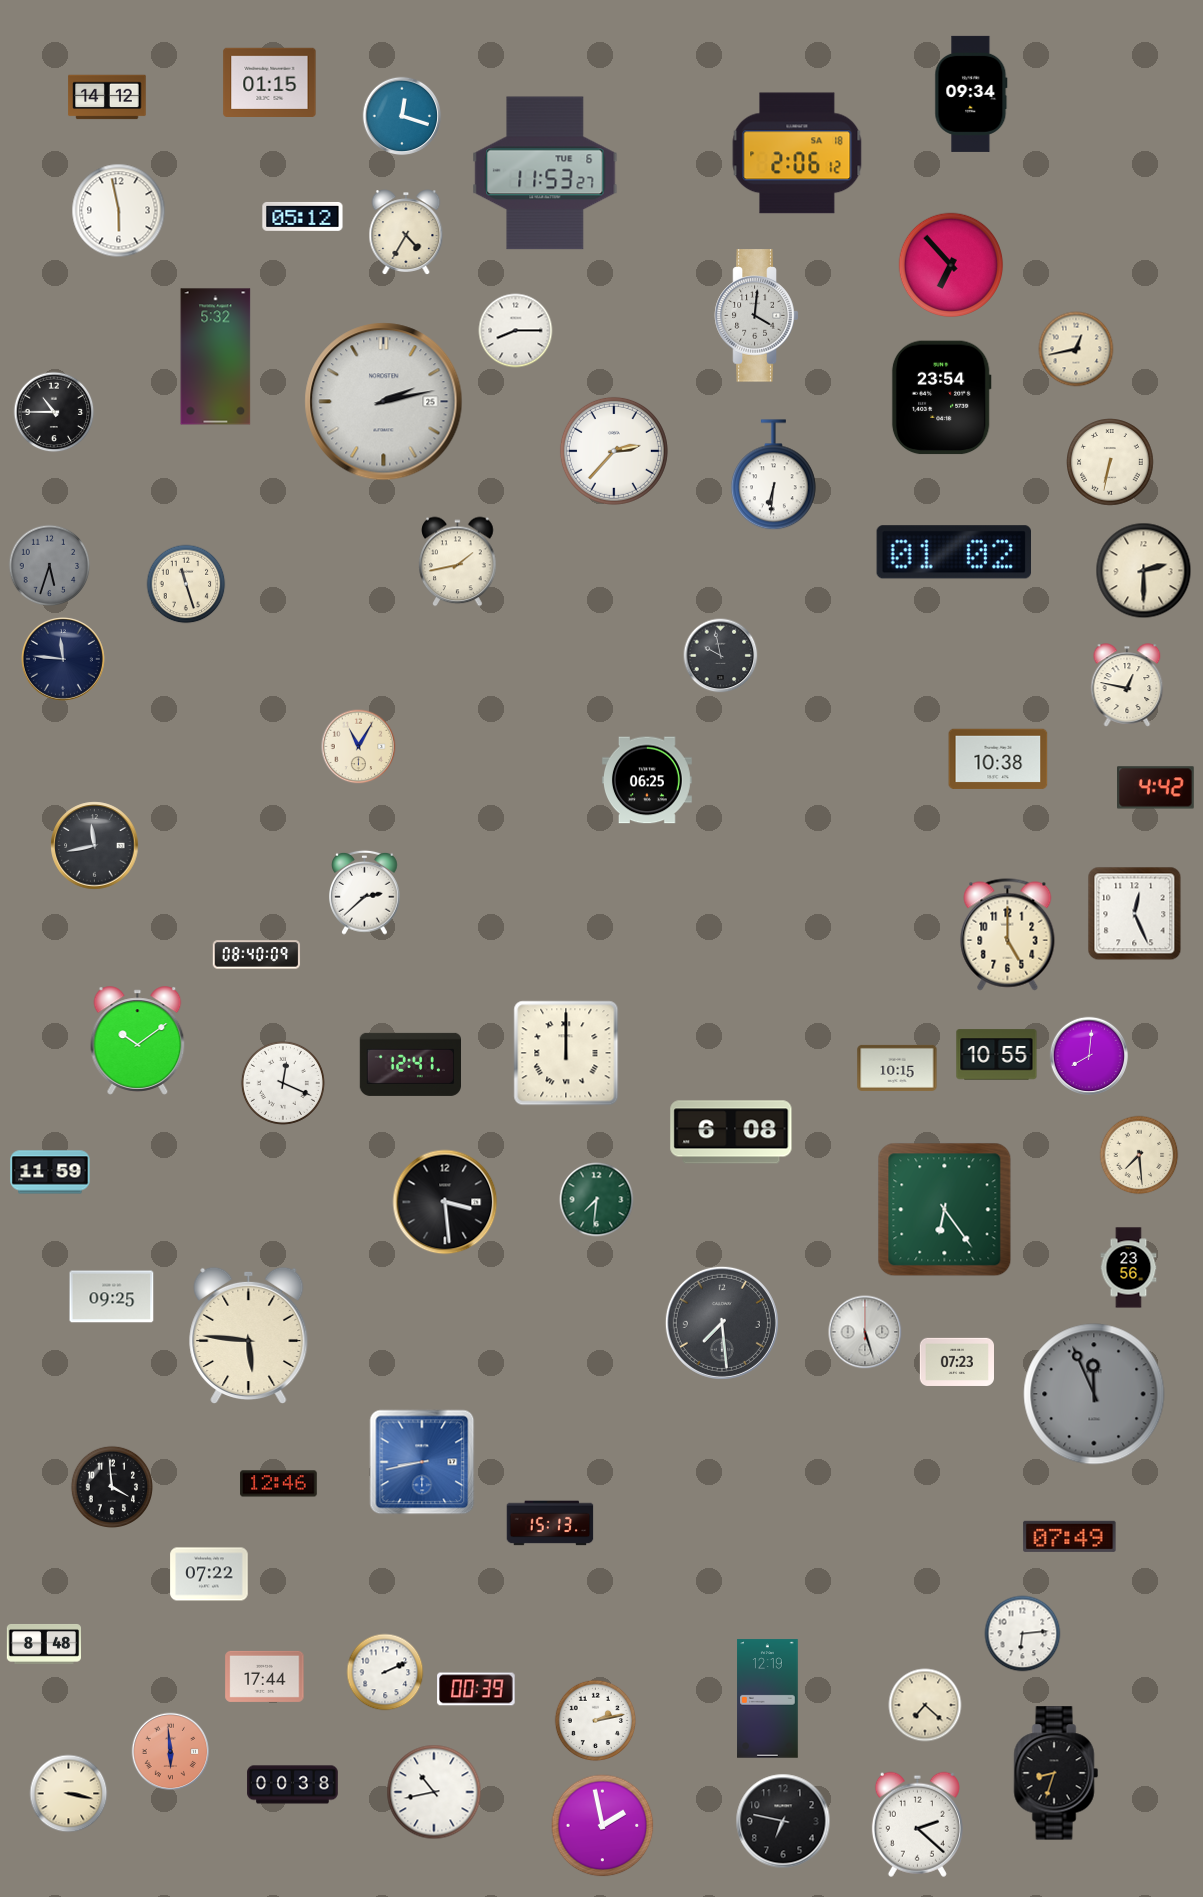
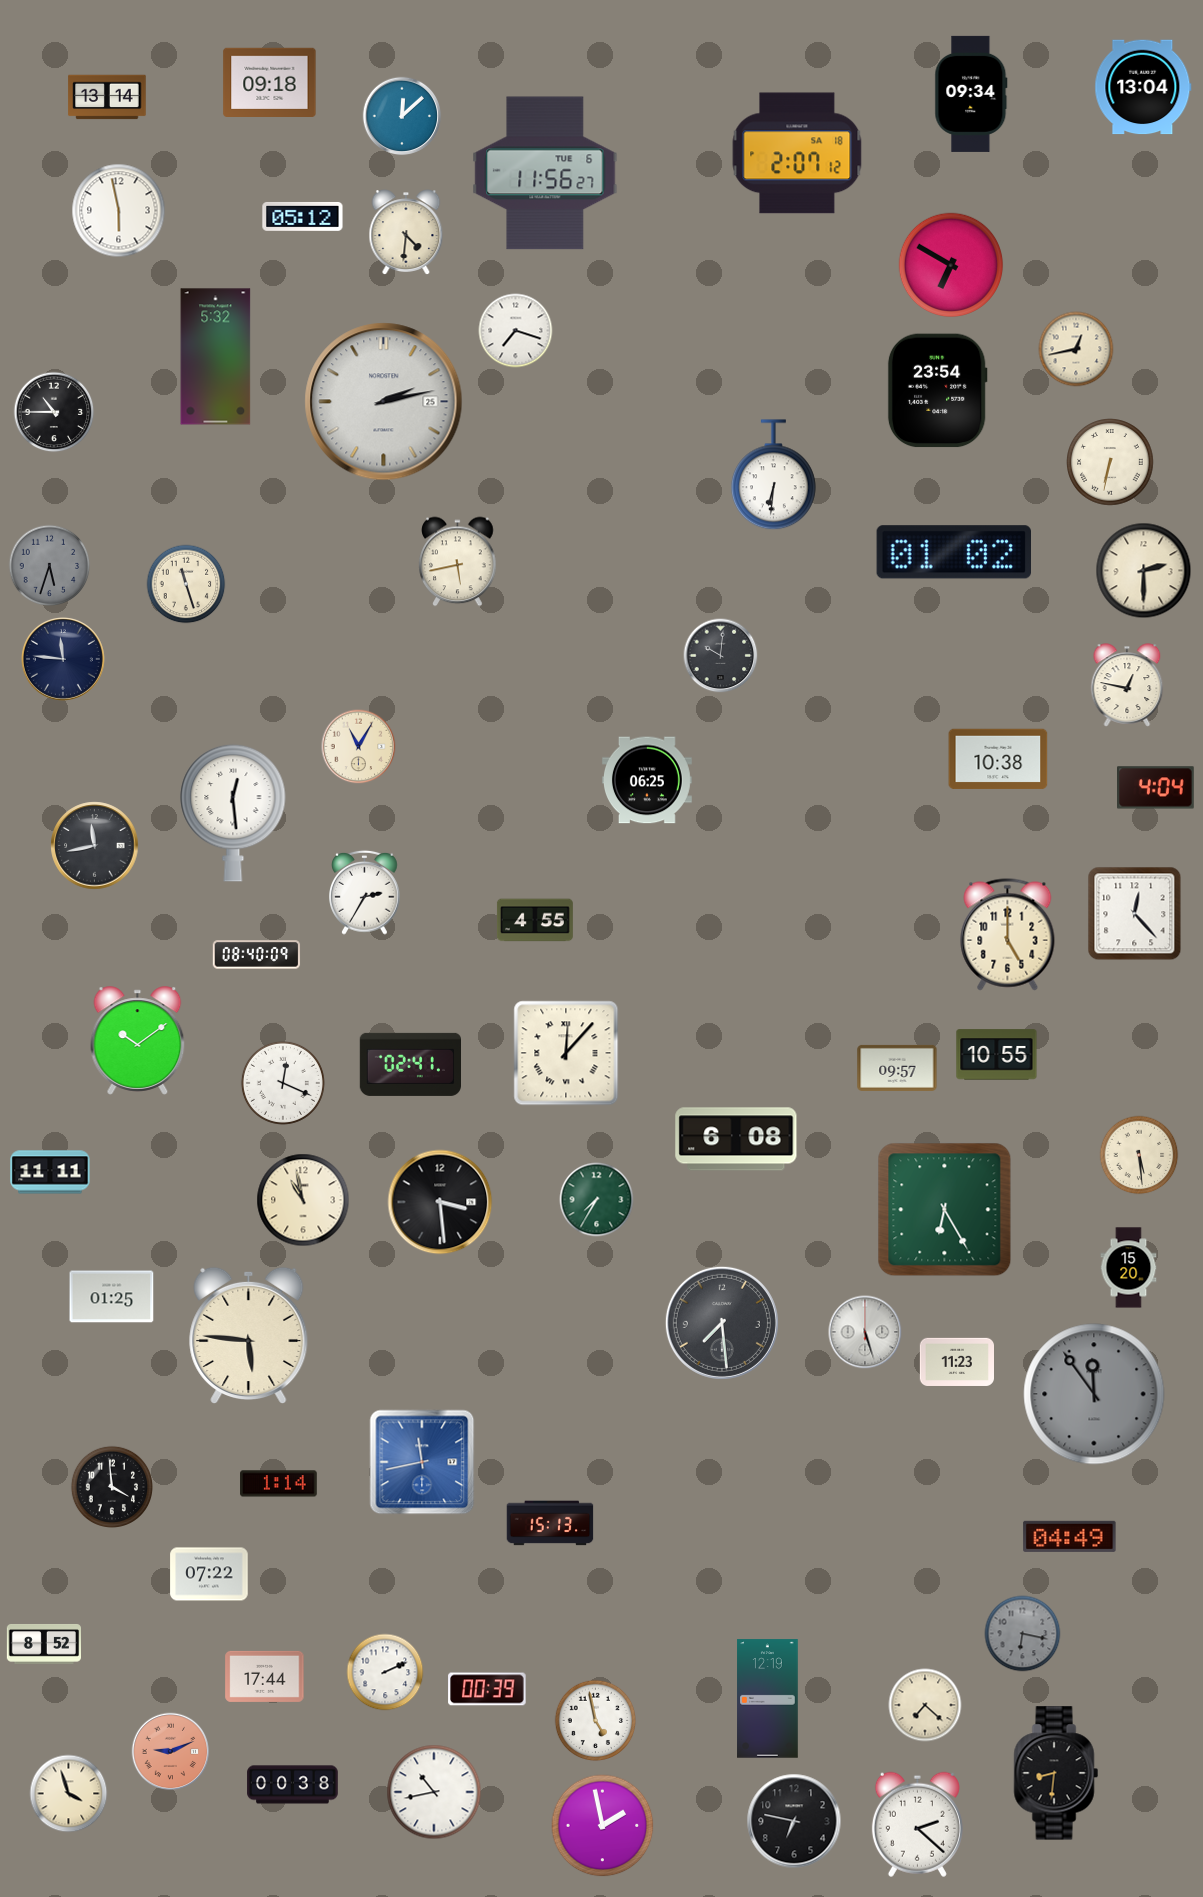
clock at (270, 82): 01:15 -> 09:18
clock at (1143, 87): none -> 13:04
clock at (107, 97): 14:12 -> 13:14
clock at (402, 116): 12:18 -> 12:08
clock at (797, 153): 2:06 -> 2:07
clock at (545, 173): 11:53 -> 11:56
clock at (406, 232): 4:35 -> 4:31
clock at (951, 265): 6:53 -> 6:50
clock at (757, 316): 4:01 -> none
clock at (516, 331): 8:15 -> 7:18
clock at (941, 398) position: (941, 398) -> (937, 391)
clock at (614, 451): 2:37 -> none
clock at (458, 562): 1:43 -> 5:43
clock at (721, 656): 9:58 -> 10:01
clock at (1156, 788): 4:42 -> 4:04
clock at (233, 813): none -> 12:29
clock at (365, 892): 2:38 -> 2:35
clock at (1135, 914): 12:26 -> 12:23
clock at (535, 920): none -> 4:55
clock at (566, 1053): 12:00 -> 12:07
clock at (1089, 1056): 8:01 -> none
clock at (410, 1064): 12:41 -> 02:41
clock at (897, 1068): 10:15 -> 09:57
clock at (731, 1132) position: (731, 1132) -> (736, 1139)
clock at (1139, 1155): 7:29 -> 5:29
clock at (50, 1172): 11:59 -> 11:11
clock at (303, 1200): none -> 10:58
clock at (597, 1200): 7:31 -> 7:35
clock at (445, 1202) position: (445, 1202) -> (440, 1202)
clock at (945, 1210): 6:24 -> 6:25
clock at (1129, 1268): 23:56 -> 15:20
clock at (112, 1297): 09:25 -> 01:25
clock at (956, 1362): 07:23 -> 11:23
clock at (1094, 1394): 11:56 -> 11:54
clock at (422, 1462): 8:43 -> 11:43
clock at (279, 1484): 12:46 -> 1:14
clock at (1070, 1536): 07:49 -> 04:49
clock at (1023, 1634): 6:14 -> 6:17
clock at (1023, 1634) dial: white -> grey
clock at (43, 1644): 8:48 -> 8:52
clock at (476, 1689) position: (476, 1689) -> (487, 1689)
clock at (596, 1721): 2:13 -> 4:58
clock at (171, 1752): 5:59 -> 9:11
clock at (1056, 1773): 8:33 -> 8:31
clock at (69, 1794): 3:17 -> 3:57
clock at (783, 1821) position: (783, 1821) -> (794, 1821)
